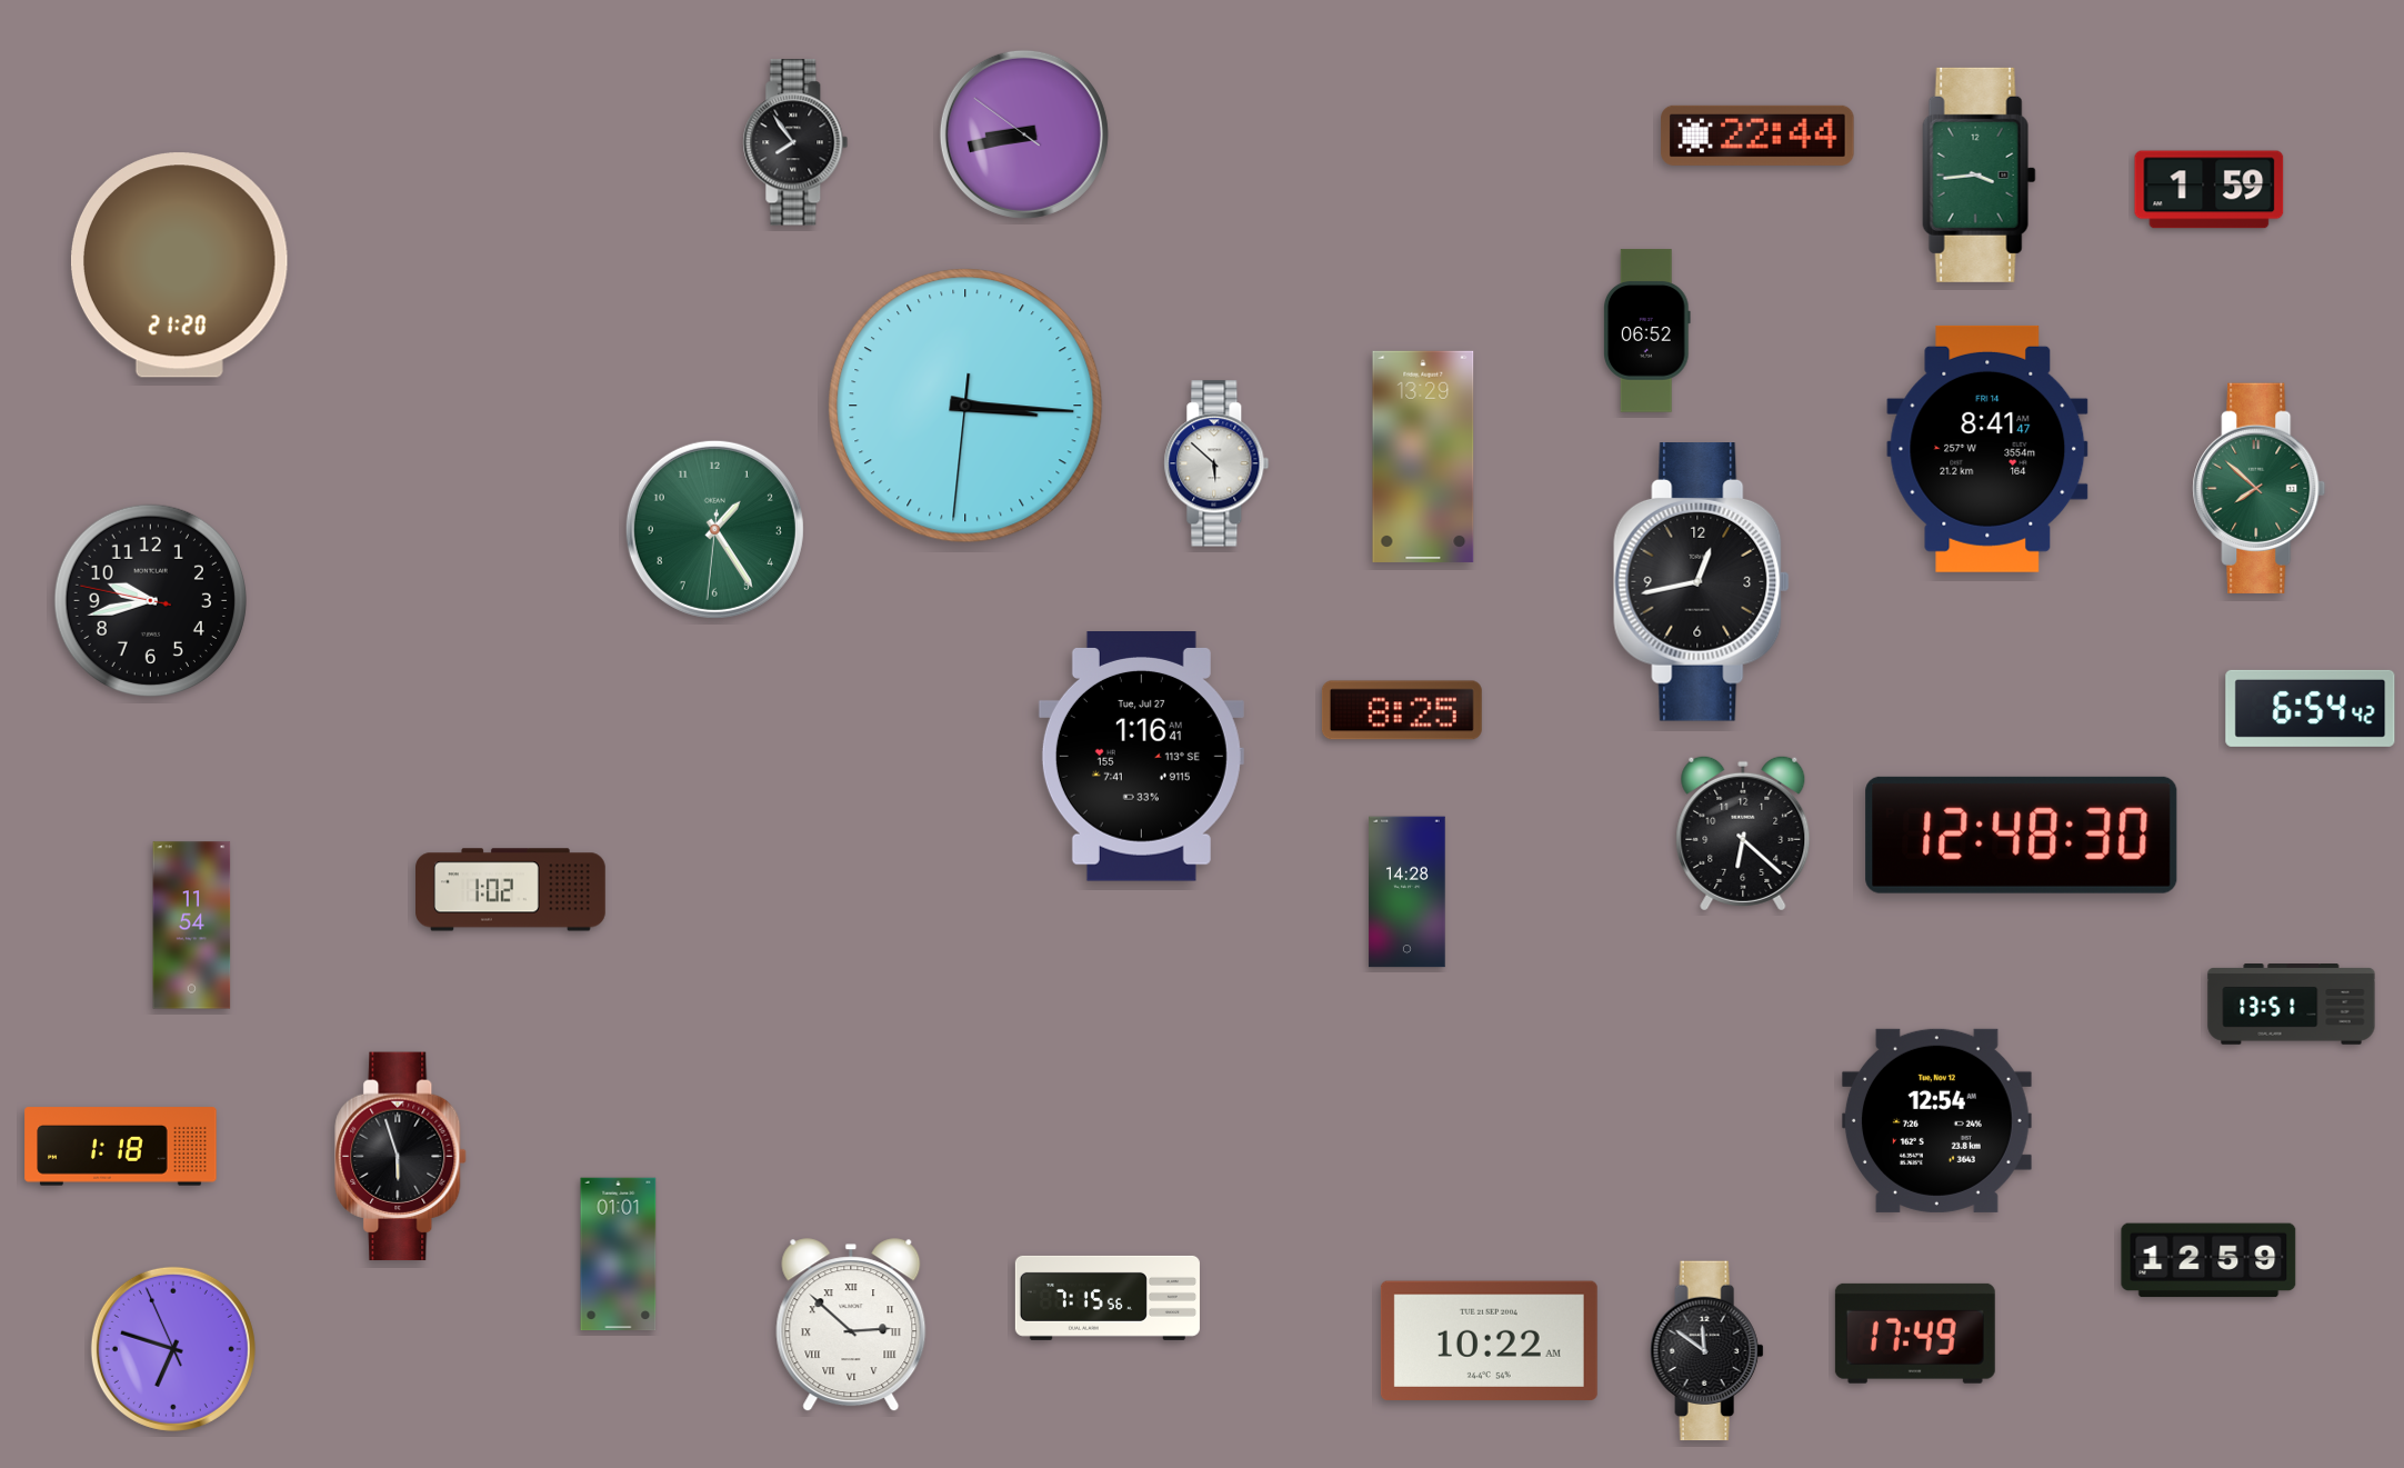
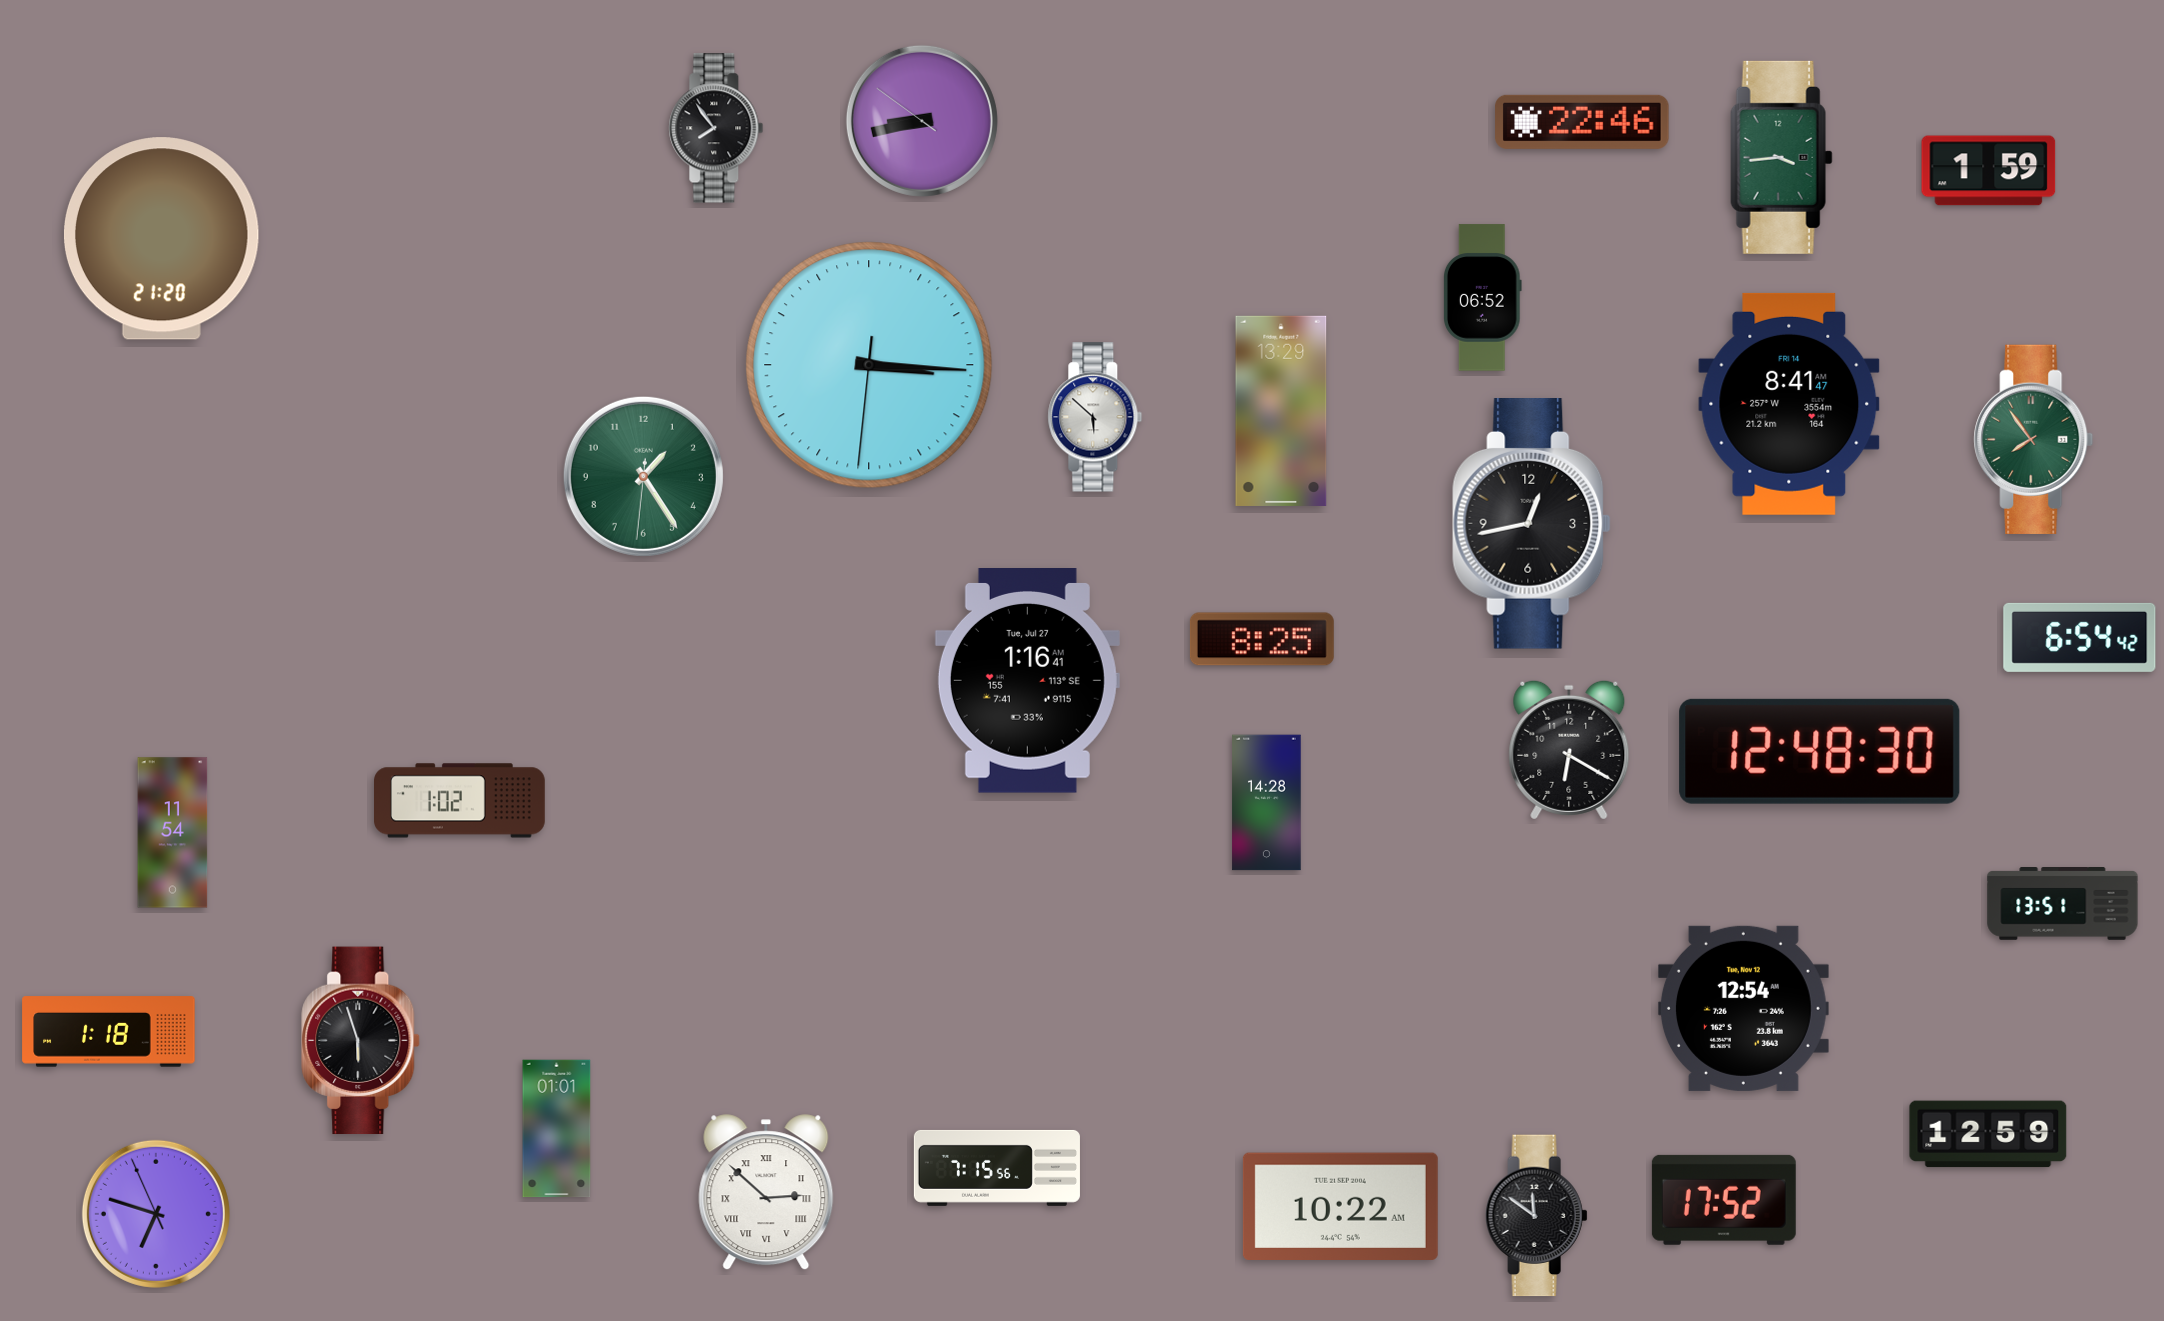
clock at (1757, 136): 22:44 -> 22:46
clock at (2260, 488): 7:52 -> 7:54
clock at (150, 600): 9:42 -> none
clock at (1743, 833): 6:22 -> 6:20
clock at (1915, 1334): 17:49 -> 17:52
